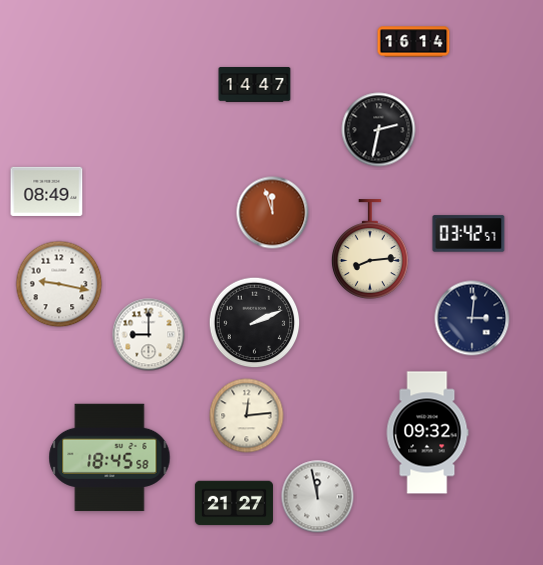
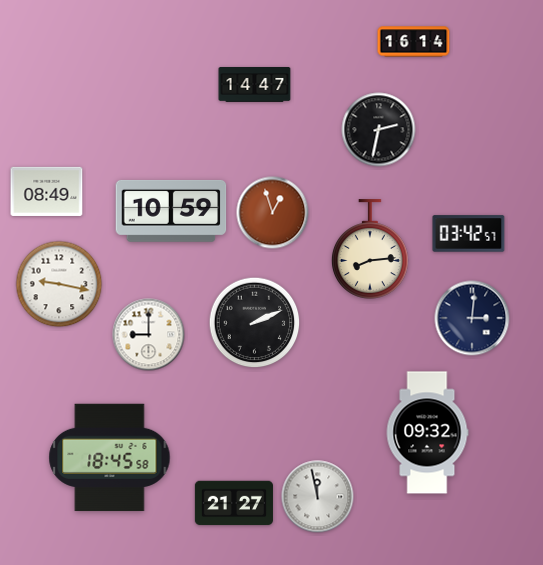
clock at (171, 211): none -> 10:59
clock at (273, 213): 11:57 -> 12:57
clock at (247, 416): 12:14 -> none
